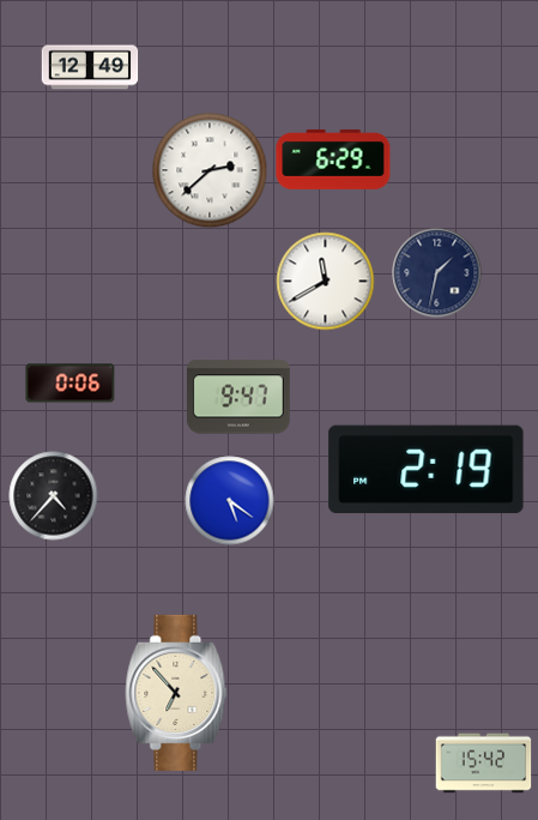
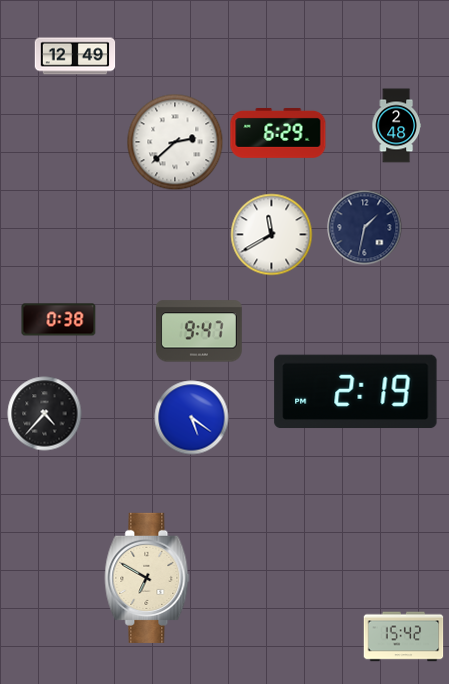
clock at (396, 126): none -> 2:48
clock at (71, 384): 0:06 -> 0:38
clock at (176, 693): 6:53 -> 6:50
